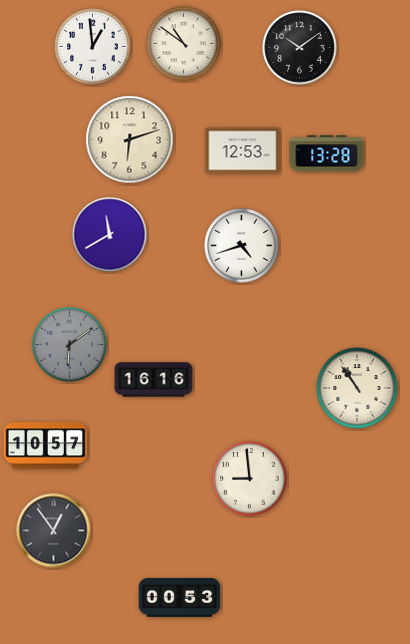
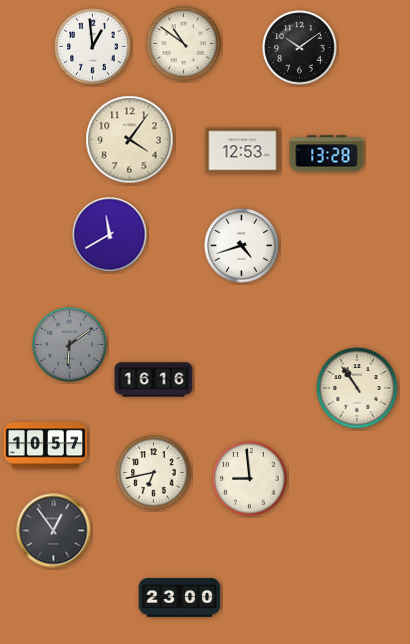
clock at (130, 140): 6:12 -> 4:06
clock at (154, 473): none -> 6:43
clock at (180, 598): 00:53 -> 23:00
